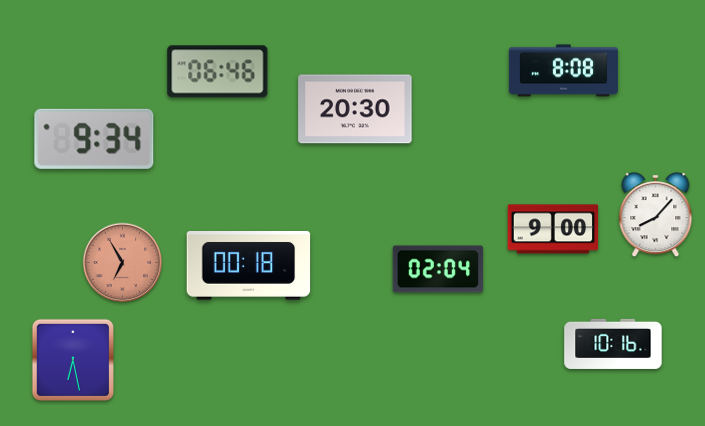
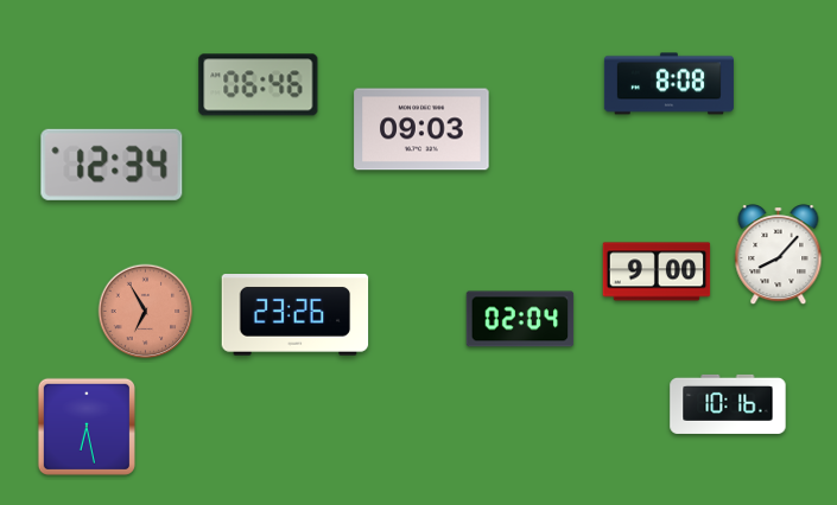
clock at (355, 109): 20:30 -> 09:03
clock at (94, 139): 9:34 -> 12:34
clock at (249, 266): 00:18 -> 23:26
clock at (613, 344) position: (613, 344) -> (728, 404)
